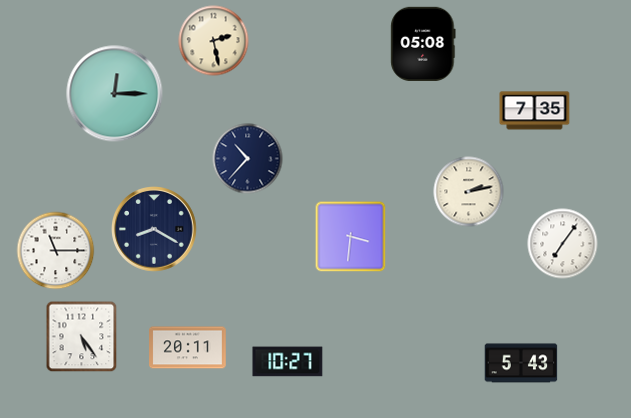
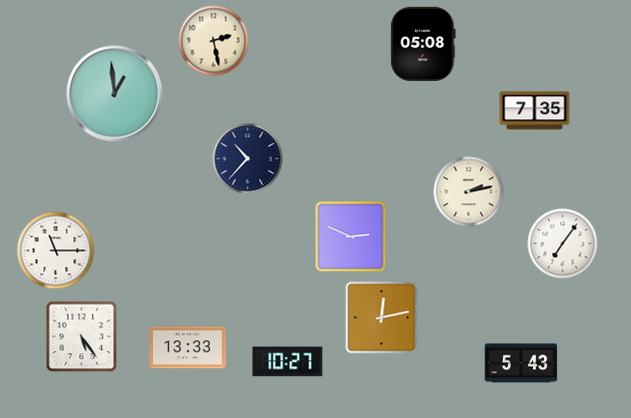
clock at (115, 94): 12:15 -> 12:59
clock at (155, 230): 8:20 -> none
clock at (351, 237): 3:31 -> 2:49
clock at (382, 318): none -> 12:13
clock at (188, 348): 20:11 -> 13:33
